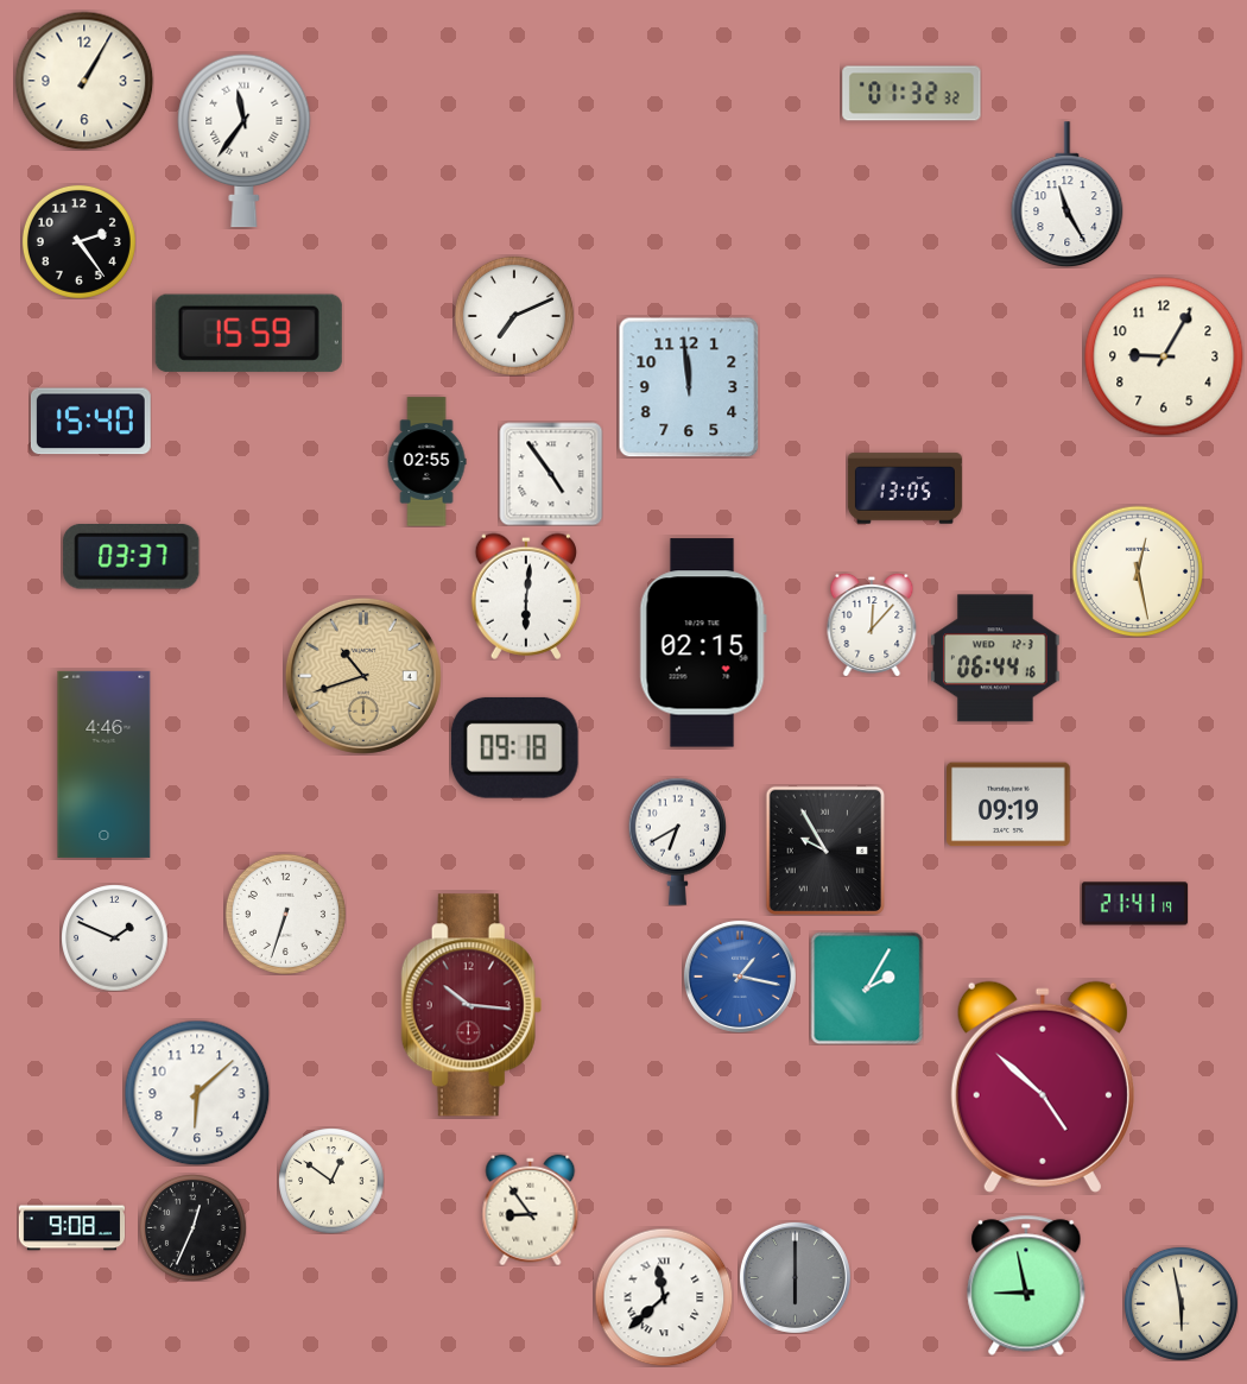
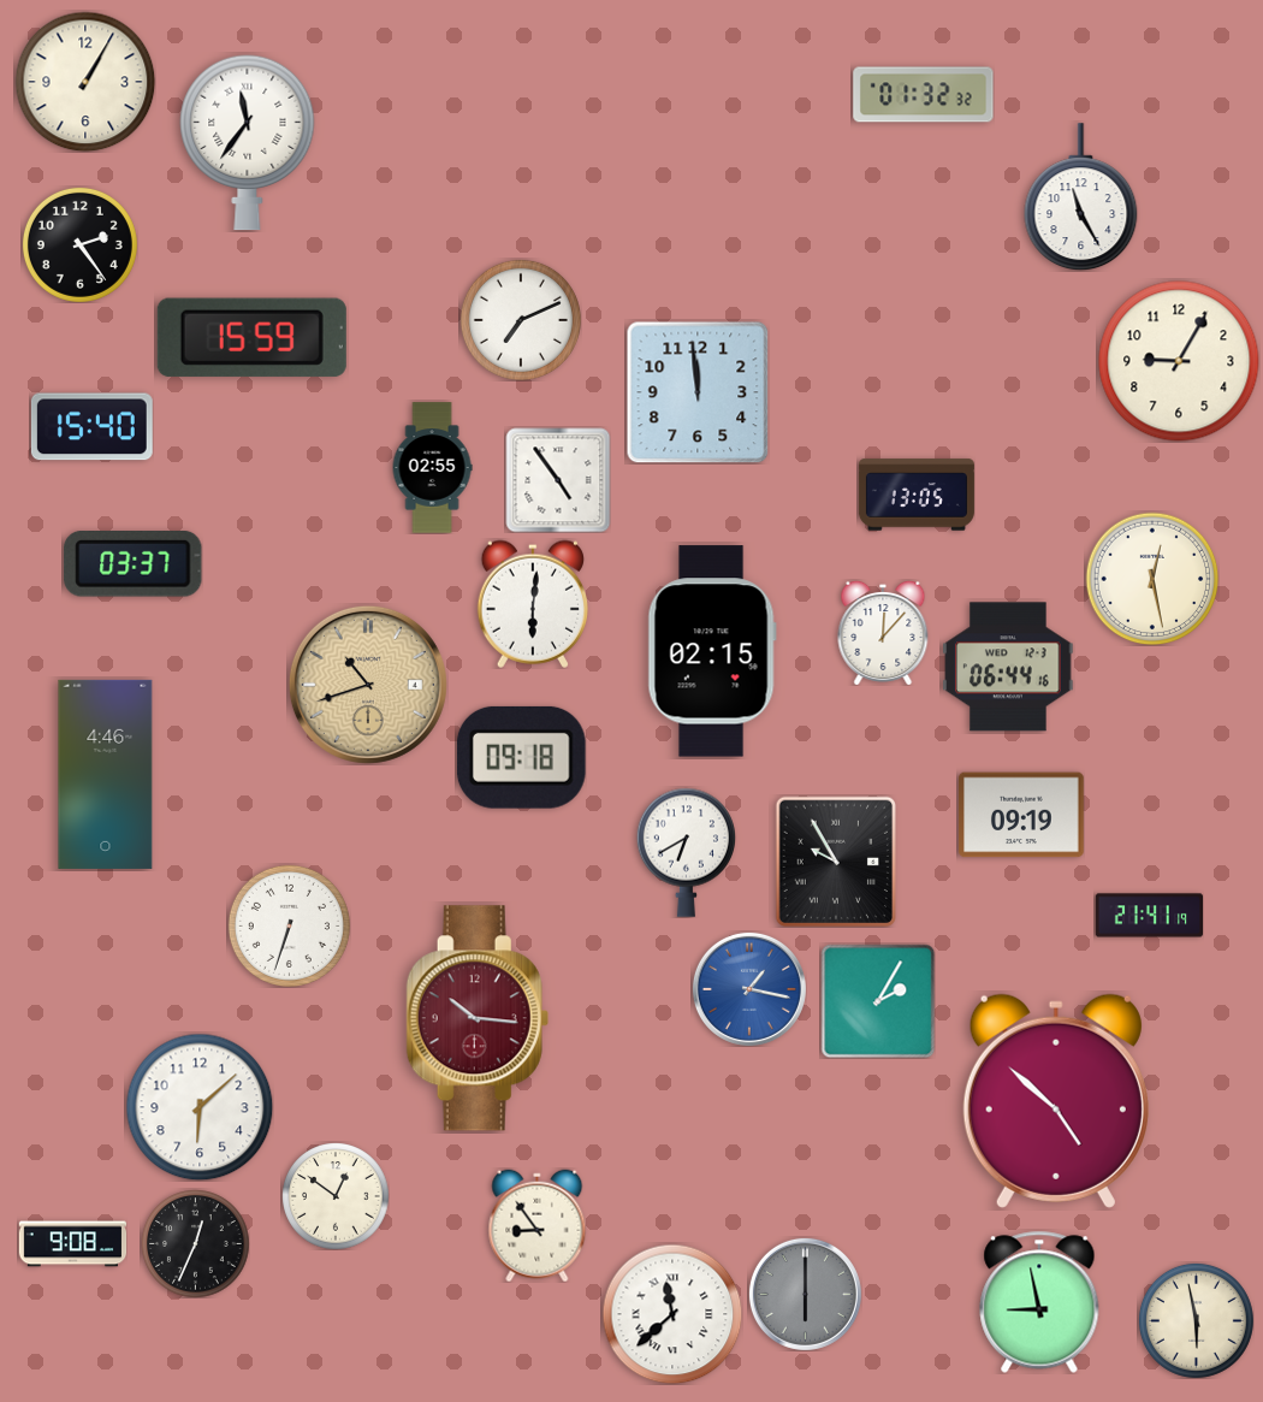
clock at (114, 937): 1:49 -> none
